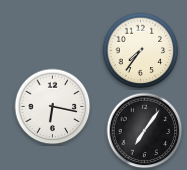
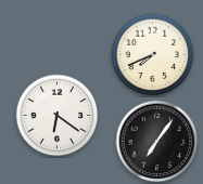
clock at (141, 51): 7:36 -> 7:41
clock at (53, 107): 6:17 -> 6:21
